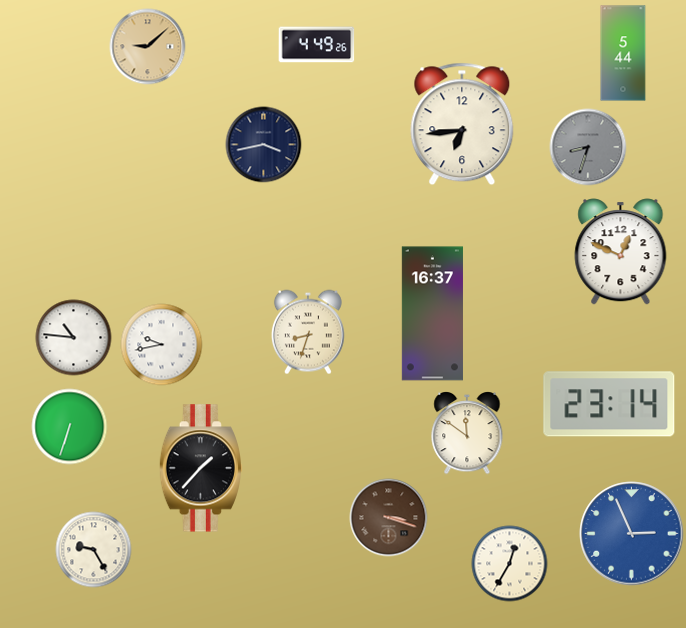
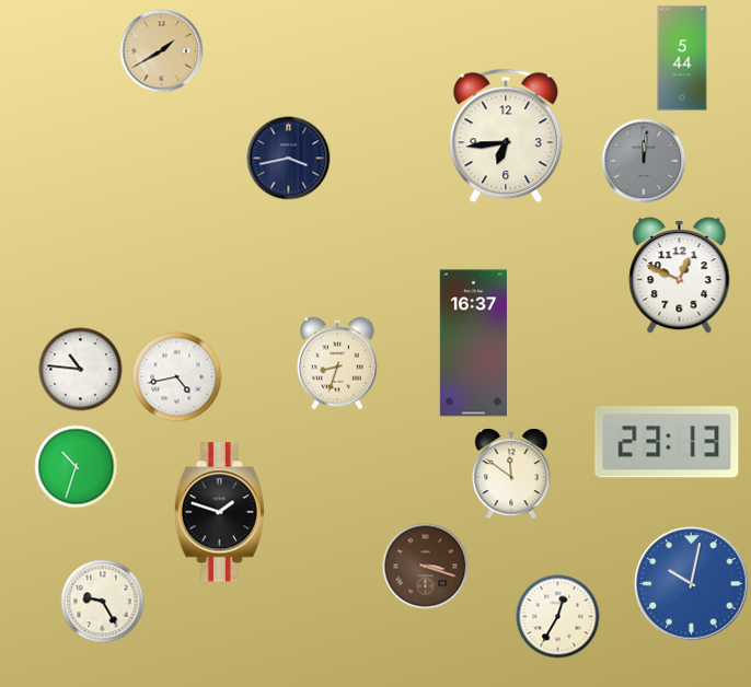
clock at (317, 45): 4:49 -> none
clock at (148, 47): 9:08 -> 1:40
clock at (588, 147): 8:33 -> 12:01
clock at (162, 345): 9:43 -> 4:43
clock at (609, 404): 23:14 -> 23:13
clock at (70, 427): 6:33 -> 10:33
clock at (201, 468): 1:37 -> 1:48
clock at (632, 534): 2:56 -> 10:02
